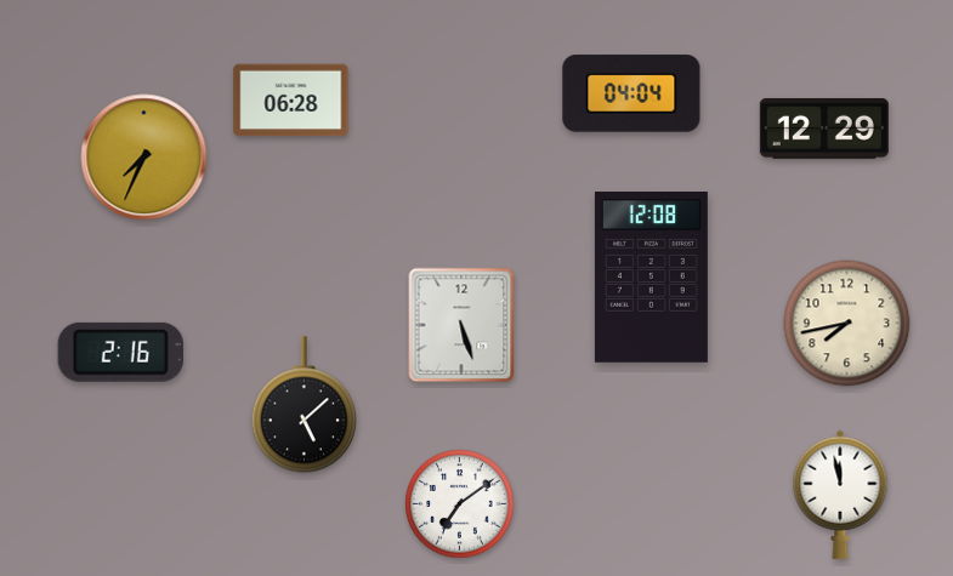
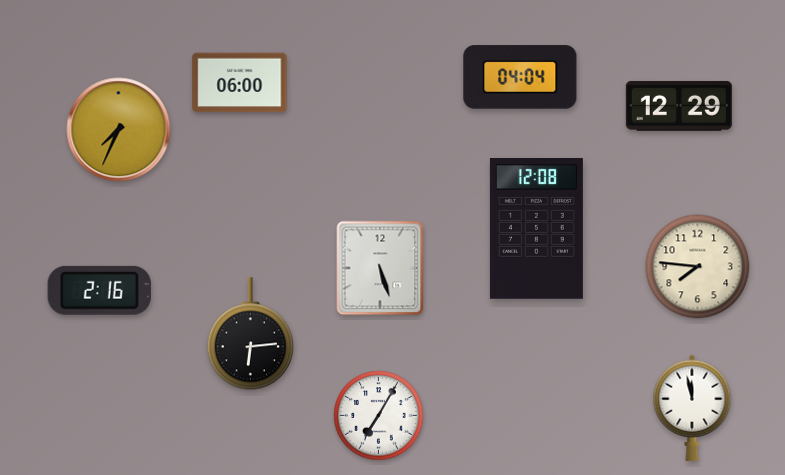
clock at (291, 101): 06:28 -> 06:00
clock at (847, 324): 7:43 -> 7:46
clock at (304, 405): 5:08 -> 6:14
clock at (460, 504): 7:09 -> 7:05
